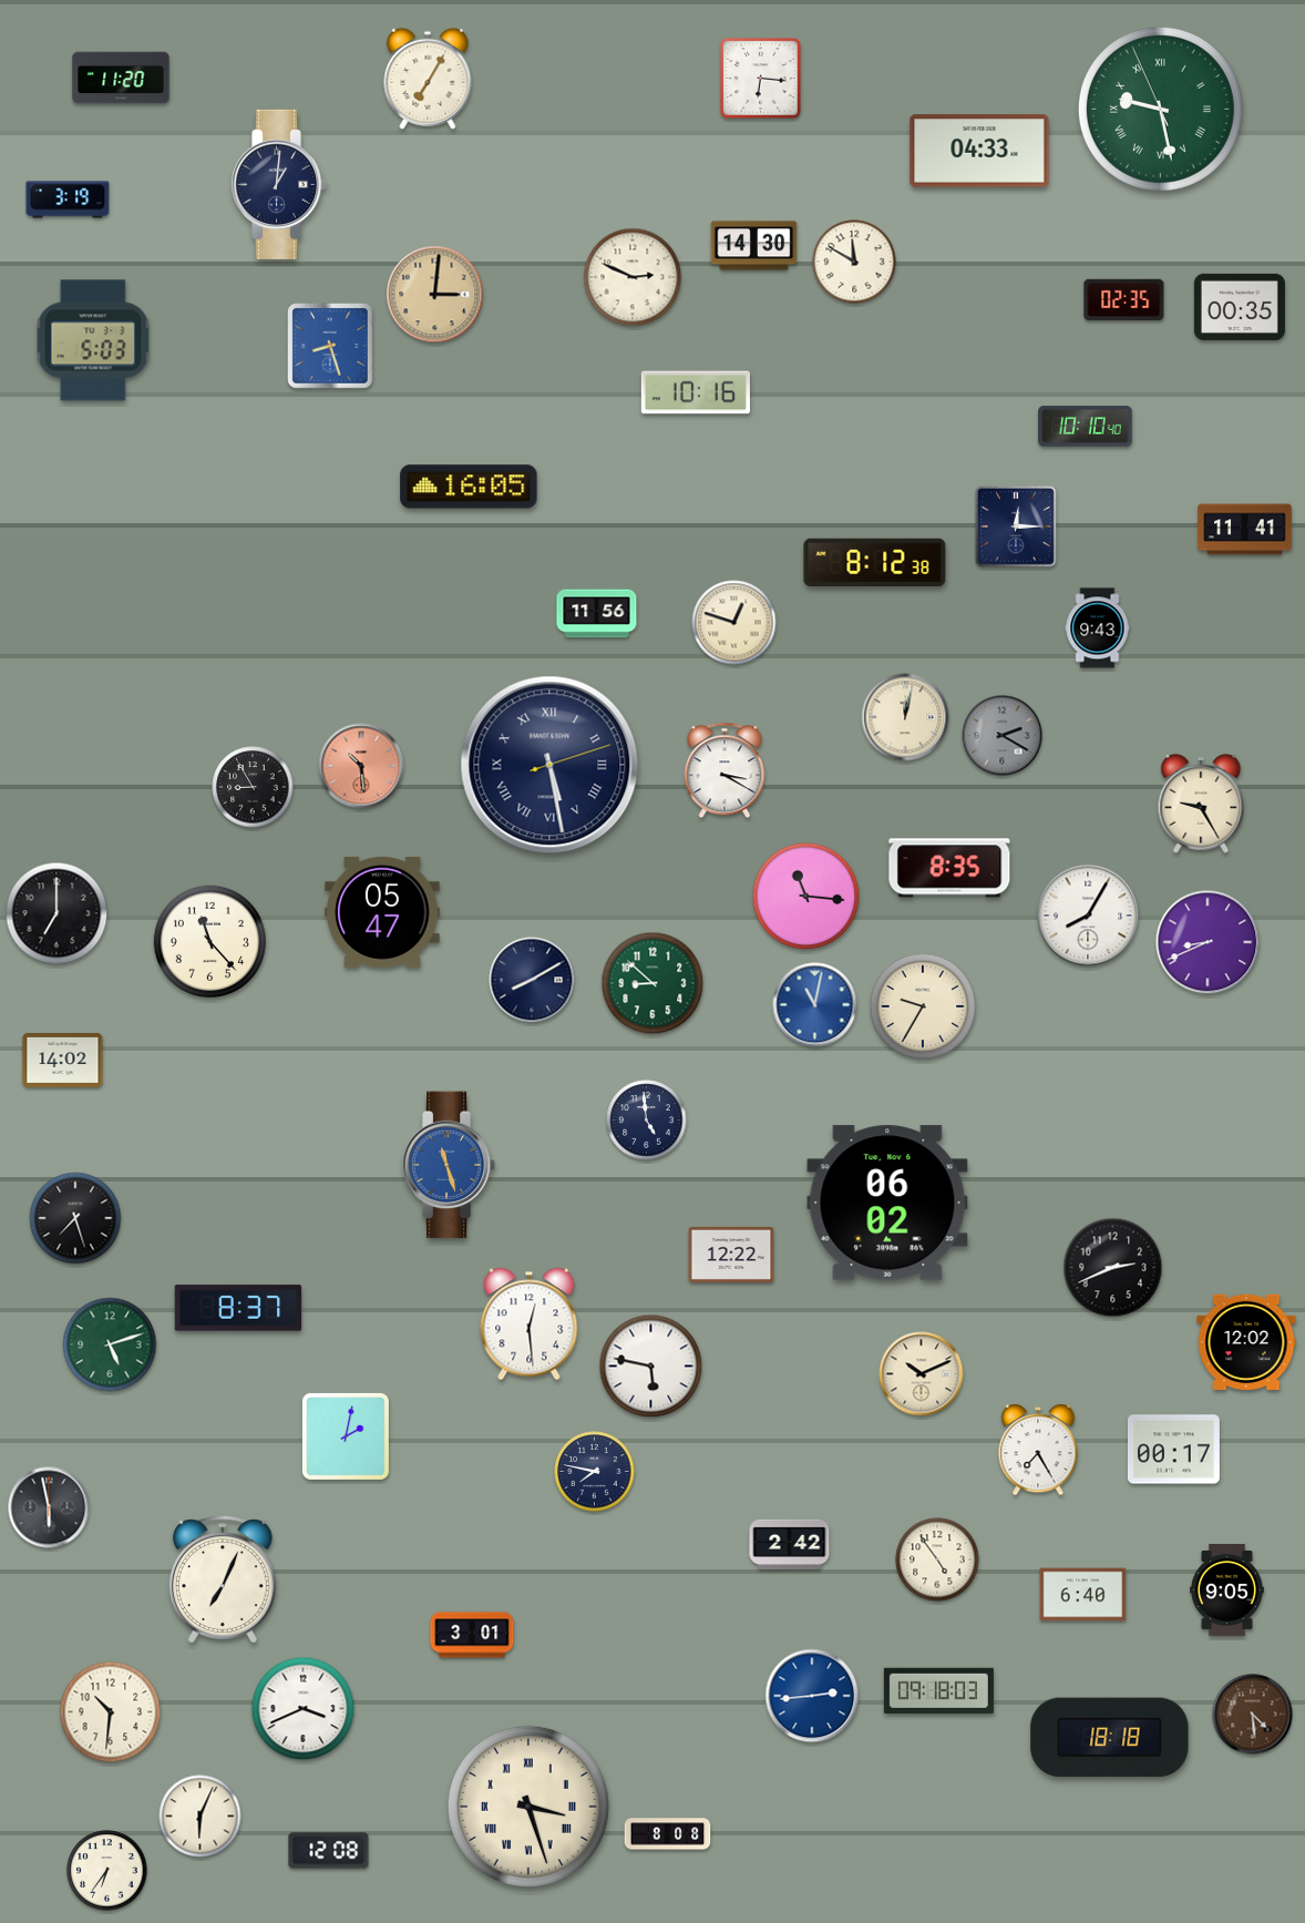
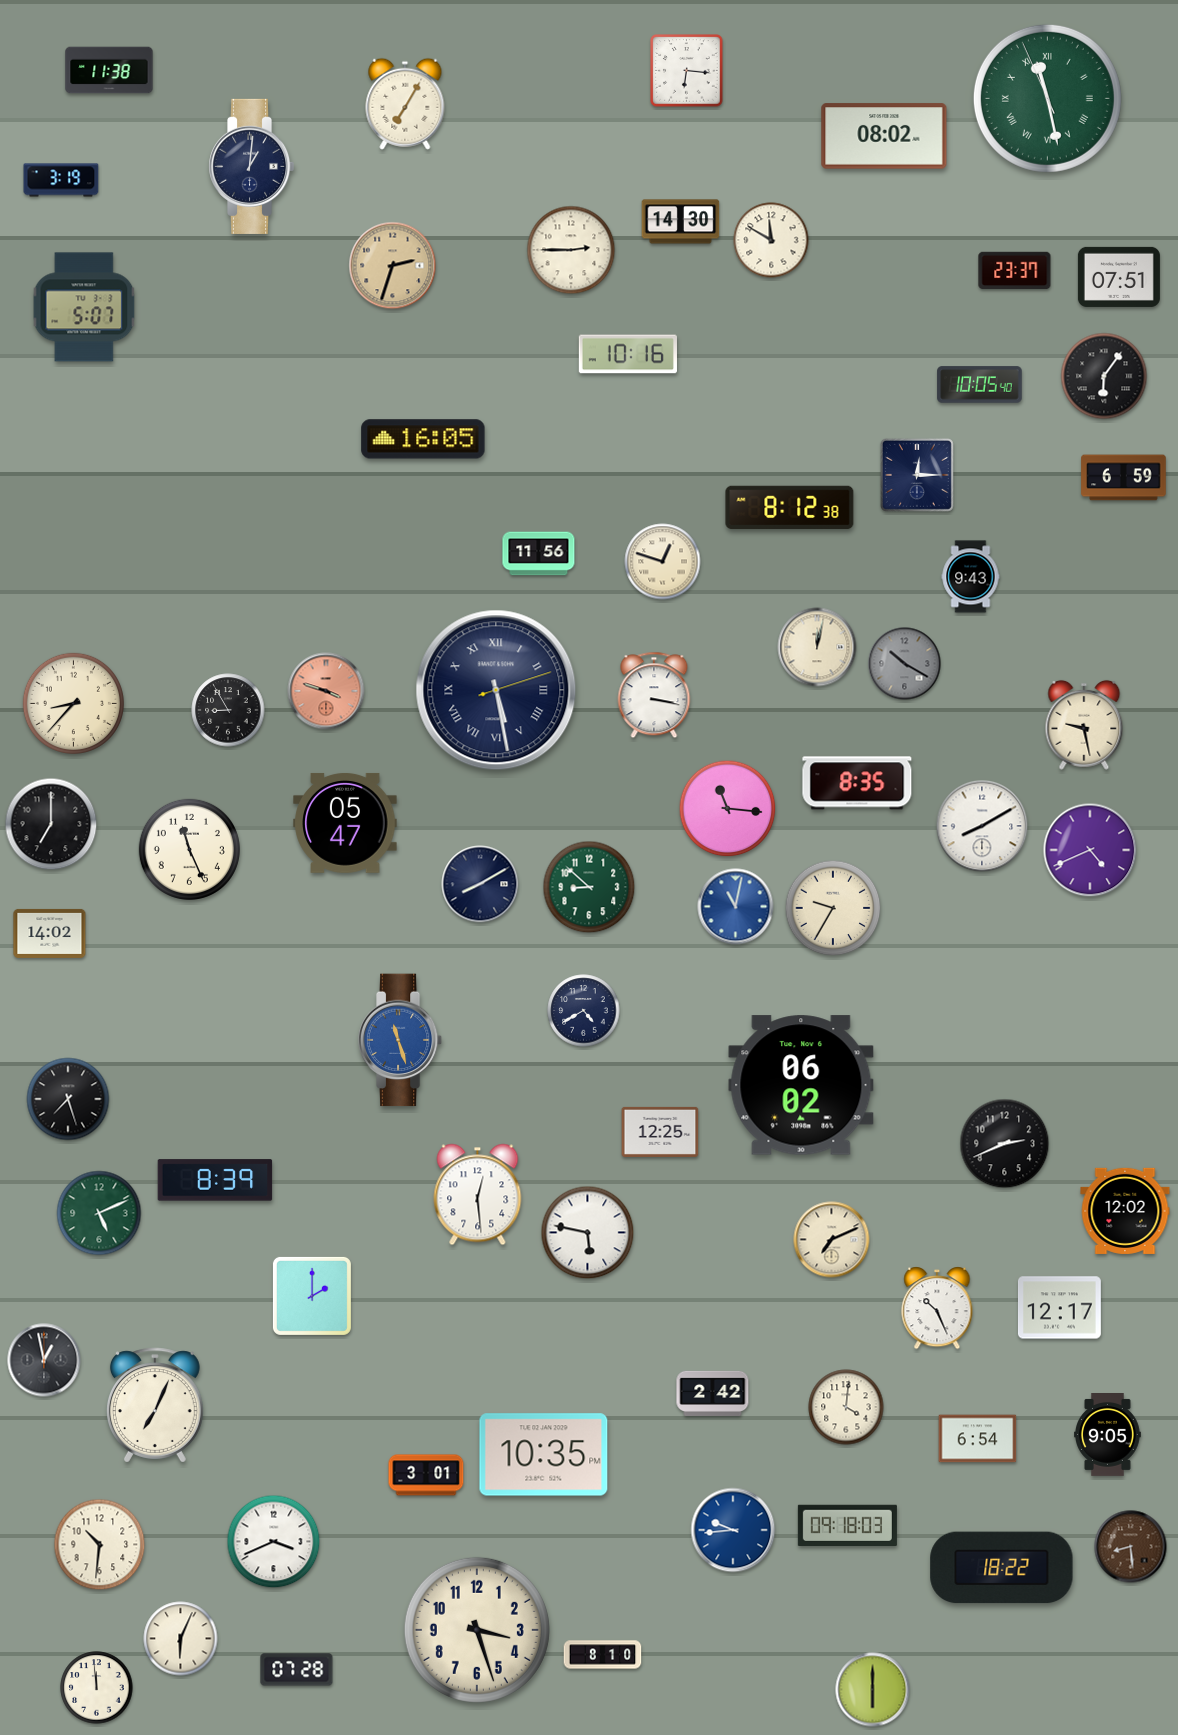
clock at (121, 78): 11:20 -> 11:38
clock at (428, 79) position: (428, 79) -> (405, 104)
clock at (1160, 109): 9:27 -> 11:27
clock at (979, 151): 04:33 -> 08:02
clock at (854, 262) position: (854, 262) -> (771, 240)
clock at (633, 277): 2:49 -> 2:45
clock at (435, 295): 3:01 -> 2:33
clock at (1124, 300): 02:35 -> 23:37
clock at (1240, 307): 00:35 -> 07:51
clock at (93, 340): 5:03 -> 5:07
clock at (331, 347): 8:27 -> none
clock at (1104, 376): none -> 6:06
clock at (1086, 427): 10:10 -> 10:05
clock at (1245, 530): 11:41 -> 6:59
clock at (1098, 628) position: (1098, 628) -> (971, 577)
clock at (1003, 736): 2:20 -> 10:20
clock at (361, 766): 10:29 -> 3:48
clock at (725, 770): 3:20 -> 3:17
clock at (73, 703): none -> 8:37
clock at (1201, 804): 9:25 -> 9:28
clock at (1088, 916): 8:05 -> 8:10
clock at (209, 941): 11:23 -> 11:26
clock at (1208, 942): 8:41 -> 4:41
clock at (63, 1060) position: (63, 1060) -> (50, 933)
clock at (647, 1121): 4:59 -> 4:40
clock at (449, 1165) position: (449, 1165) -> (400, 1040)
clock at (731, 1255): 12:22 -> 12:25
clock at (238, 1308): 8:37 -> 8:39
clock at (110, 1344): 5:12 -> 5:11
clock at (922, 1374): 10:11 -> 7:11
clock at (346, 1436): 2:02 -> 2:00
clock at (1038, 1450): 7:25 -> 10:26
clock at (1173, 1450): 00:17 -> 12:17
clock at (595, 1472): 7:47 -> none
clock at (49, 1507): 5:58 -> 12:58
clock at (937, 1559): 4:54 -> 4:01
clock at (223, 1579) position: (223, 1579) -> (155, 1405)
clock at (1083, 1595): 6:40 -> 6:54
clock at (544, 1455): none -> 10:35
clock at (812, 1696): 2:44 -> 9:44
clock at (1253, 1715): 4:29 -> 8:29
clock at (1110, 1738): 18:18 -> 18:22
clock at (528, 1807) numerals: Roman -> Arabic
clock at (668, 1834): 8:08 -> 8:10
clock at (329, 1851): 12:08 -> 07:28
clock at (107, 1871): 6:36 -> 11:59
clock at (873, 1690): none -> 6:00
